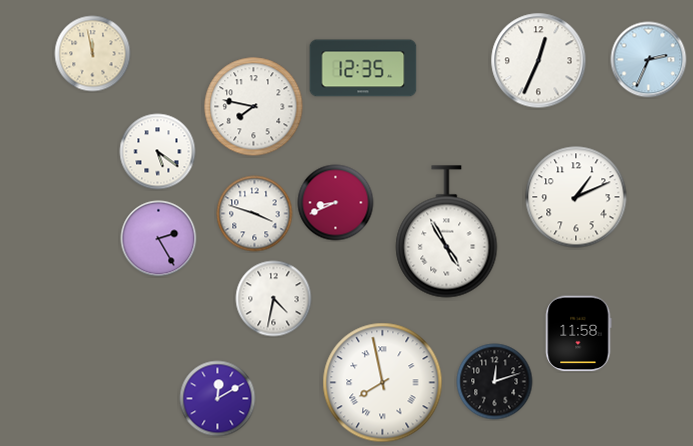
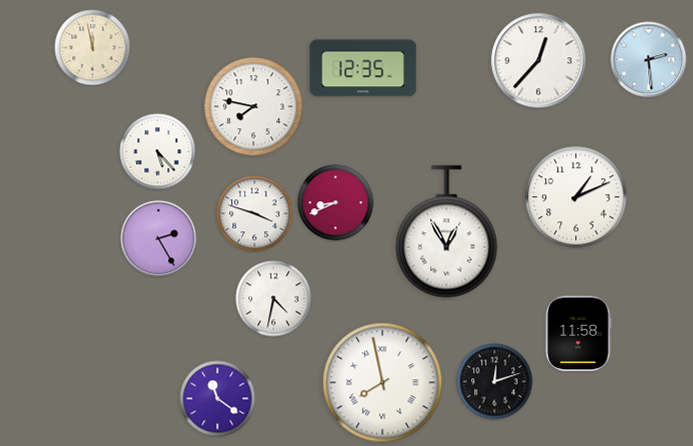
clock at (93, 54) position: (93, 54) -> (93, 48)
clock at (649, 60): 2:34 -> 2:29
clock at (539, 61): 12:34 -> 12:37
clock at (158, 152): 5:21 -> 5:23
clock at (447, 232): 4:55 -> 12:55
clock at (218, 399): 12:10 -> 11:21
